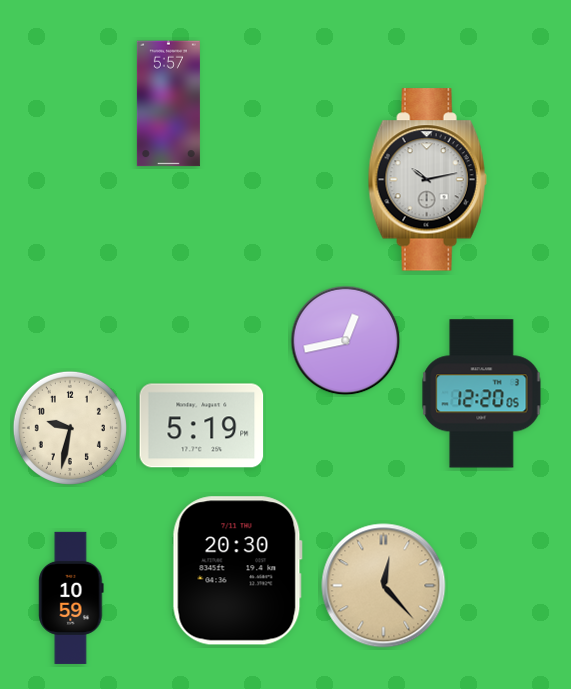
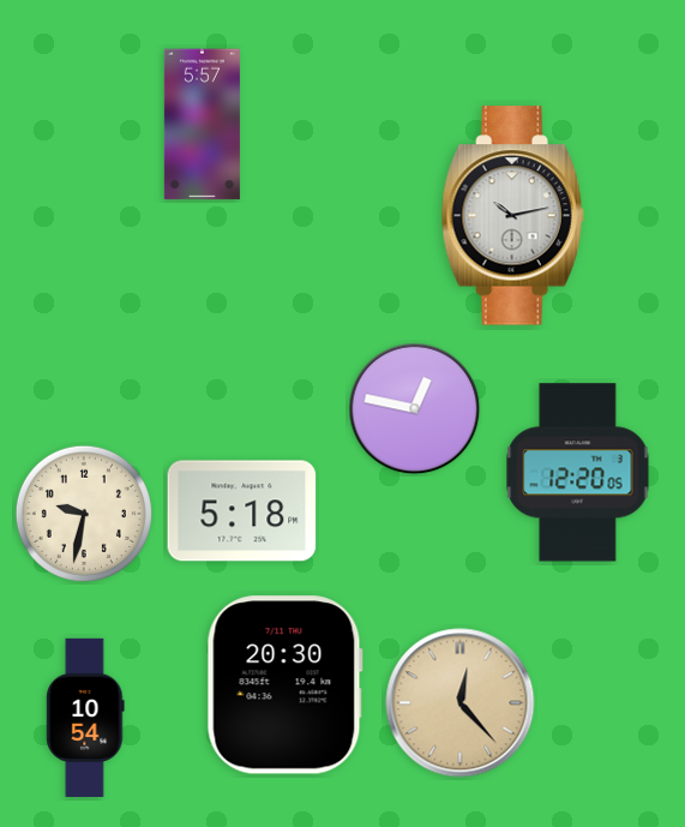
clock at (346, 341): 12:43 -> 12:47
clock at (202, 426): 5:19 -> 5:18
clock at (71, 598): 10:59 -> 10:54
